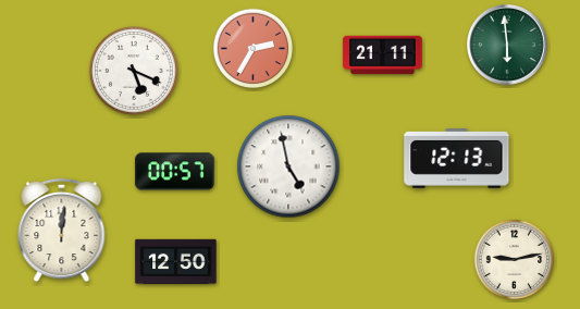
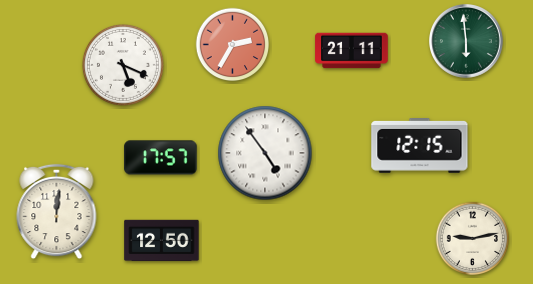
clock at (457, 159): 12:13 -> 12:15
clock at (288, 166): 4:58 -> 4:54
clock at (175, 172): 00:57 -> 17:57
